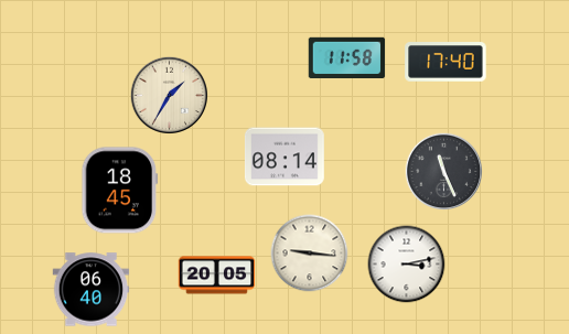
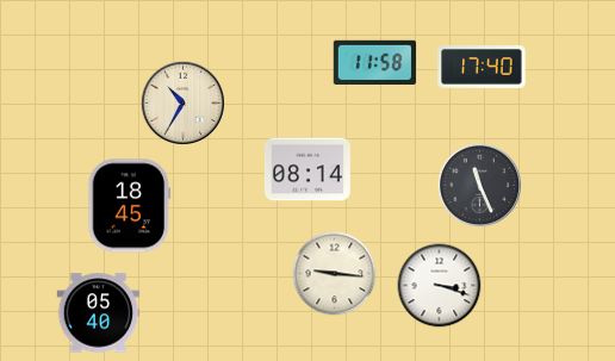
clock at (169, 95): 1:35 -> 10:35
clock at (407, 265): 3:13 -> 3:18
clock at (217, 276): 20:05 -> none
clock at (92, 290): 06:40 -> 05:40
